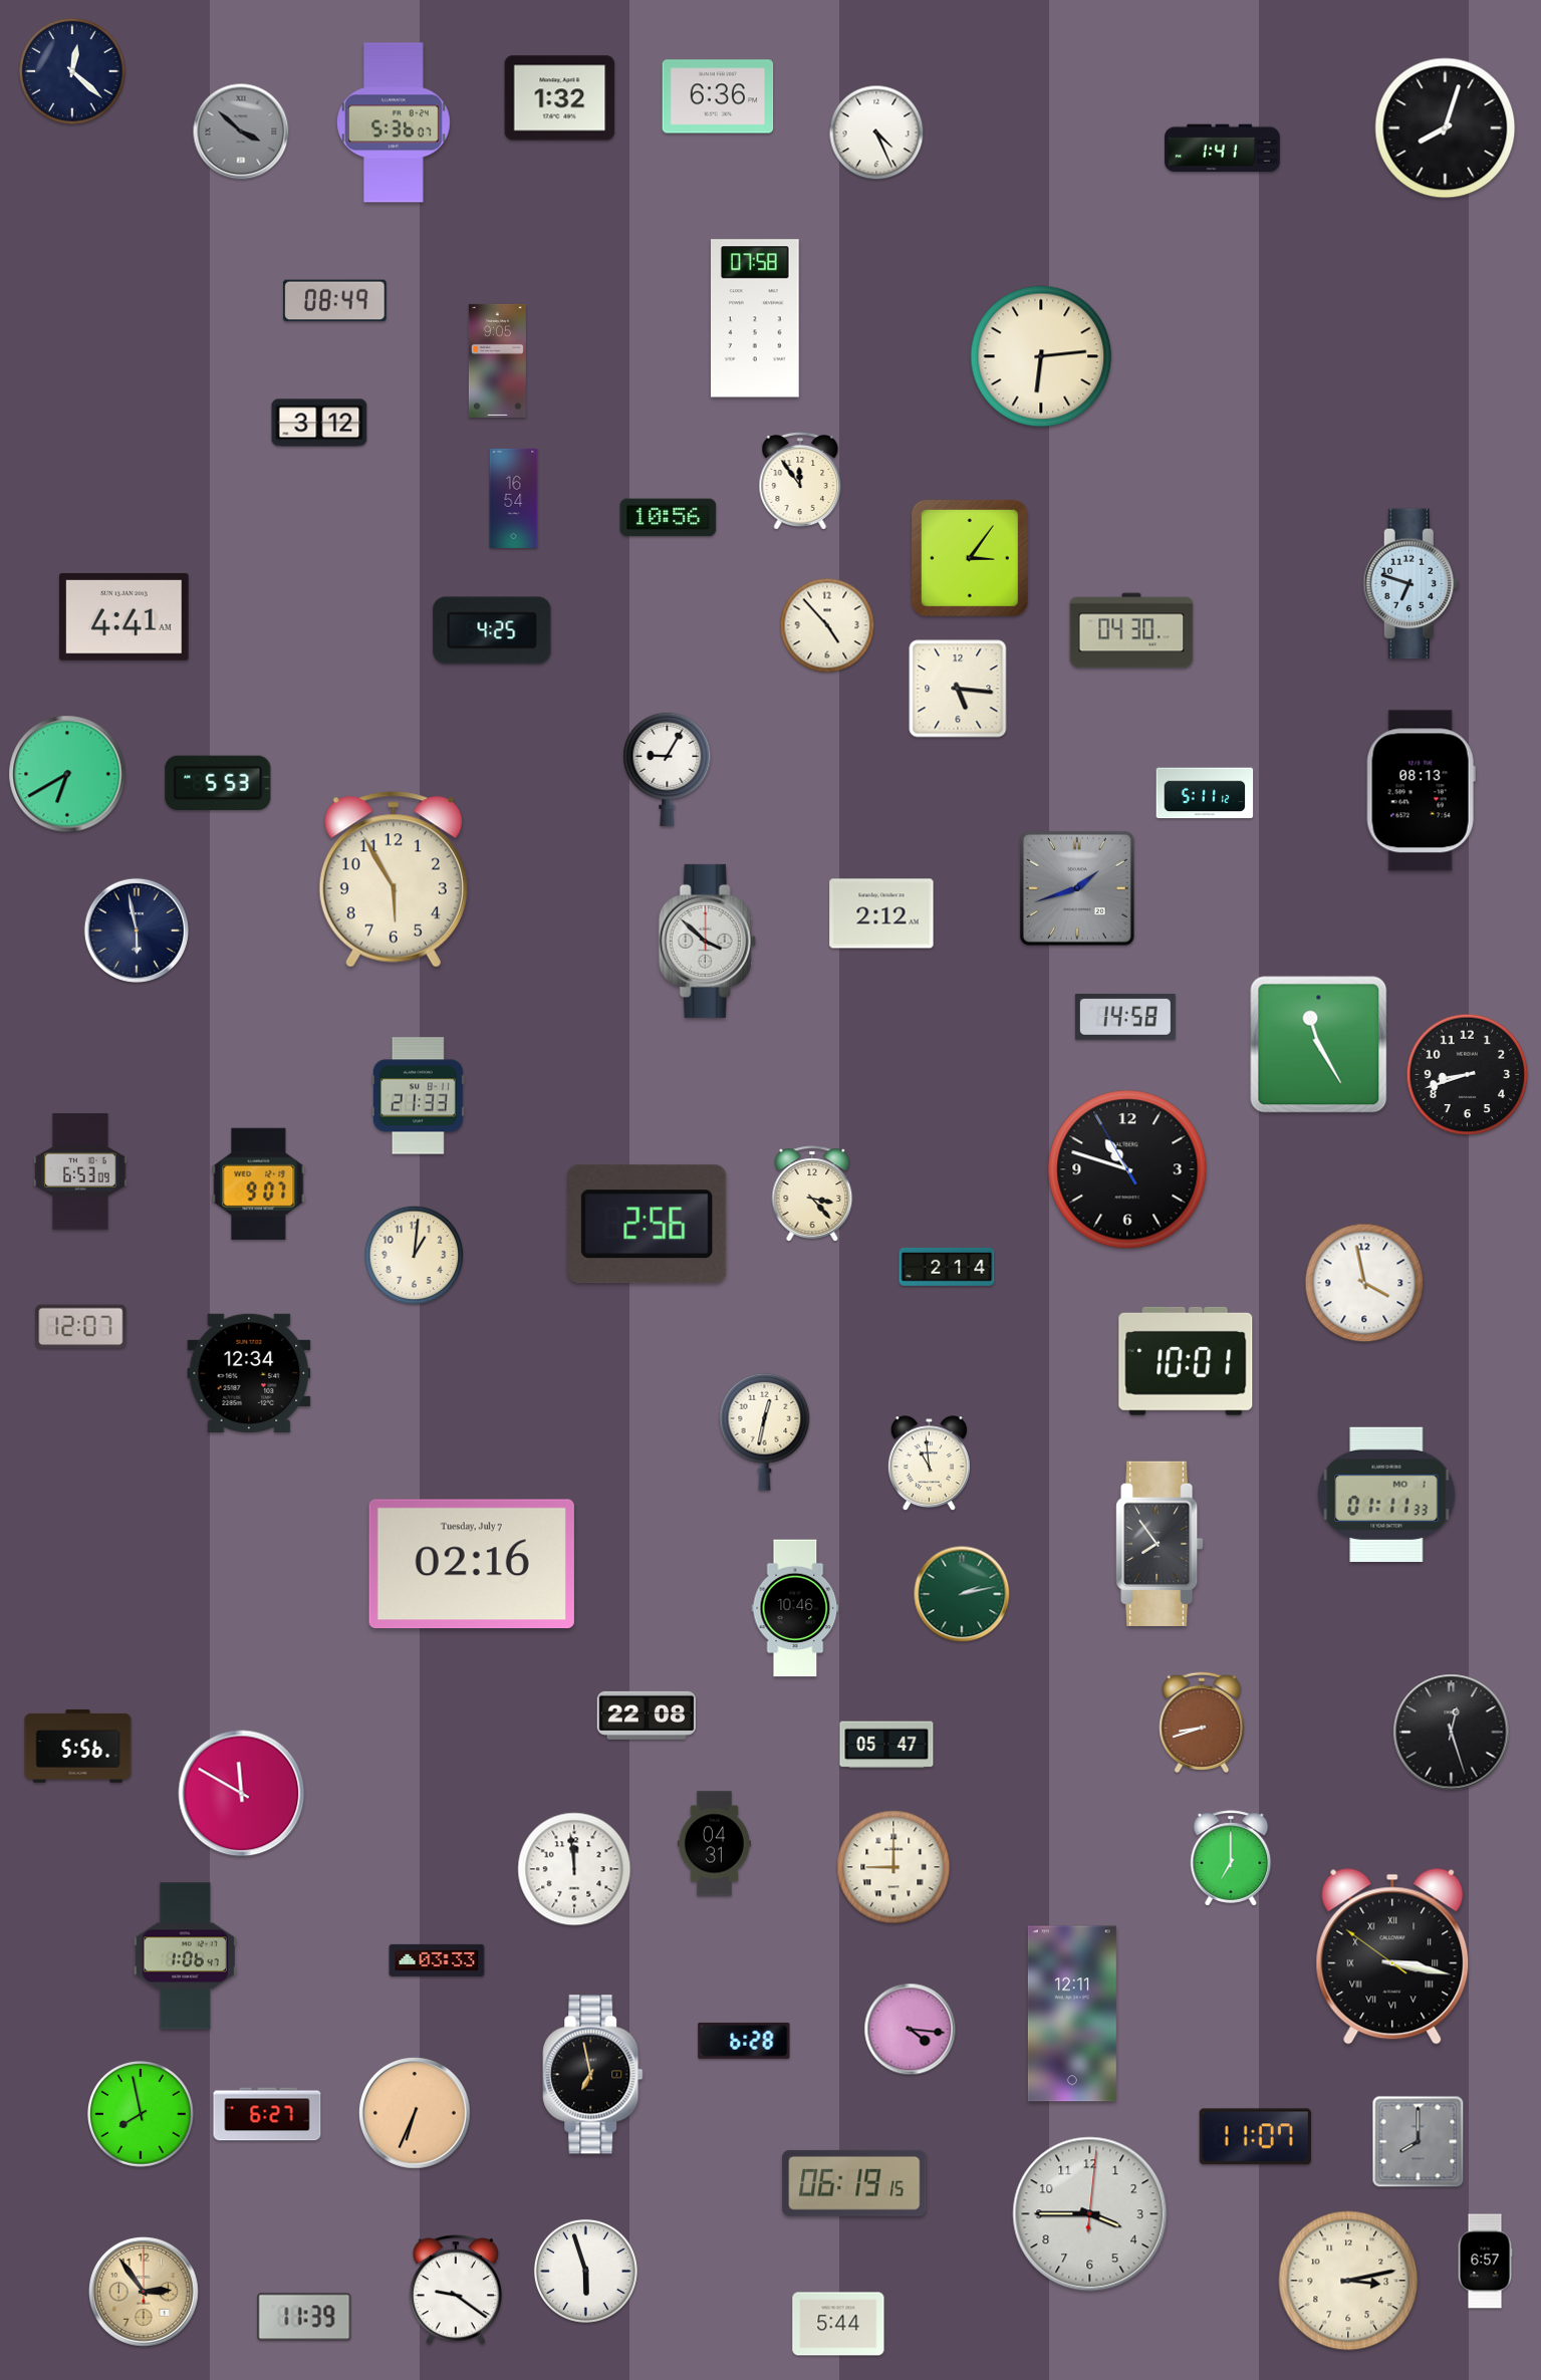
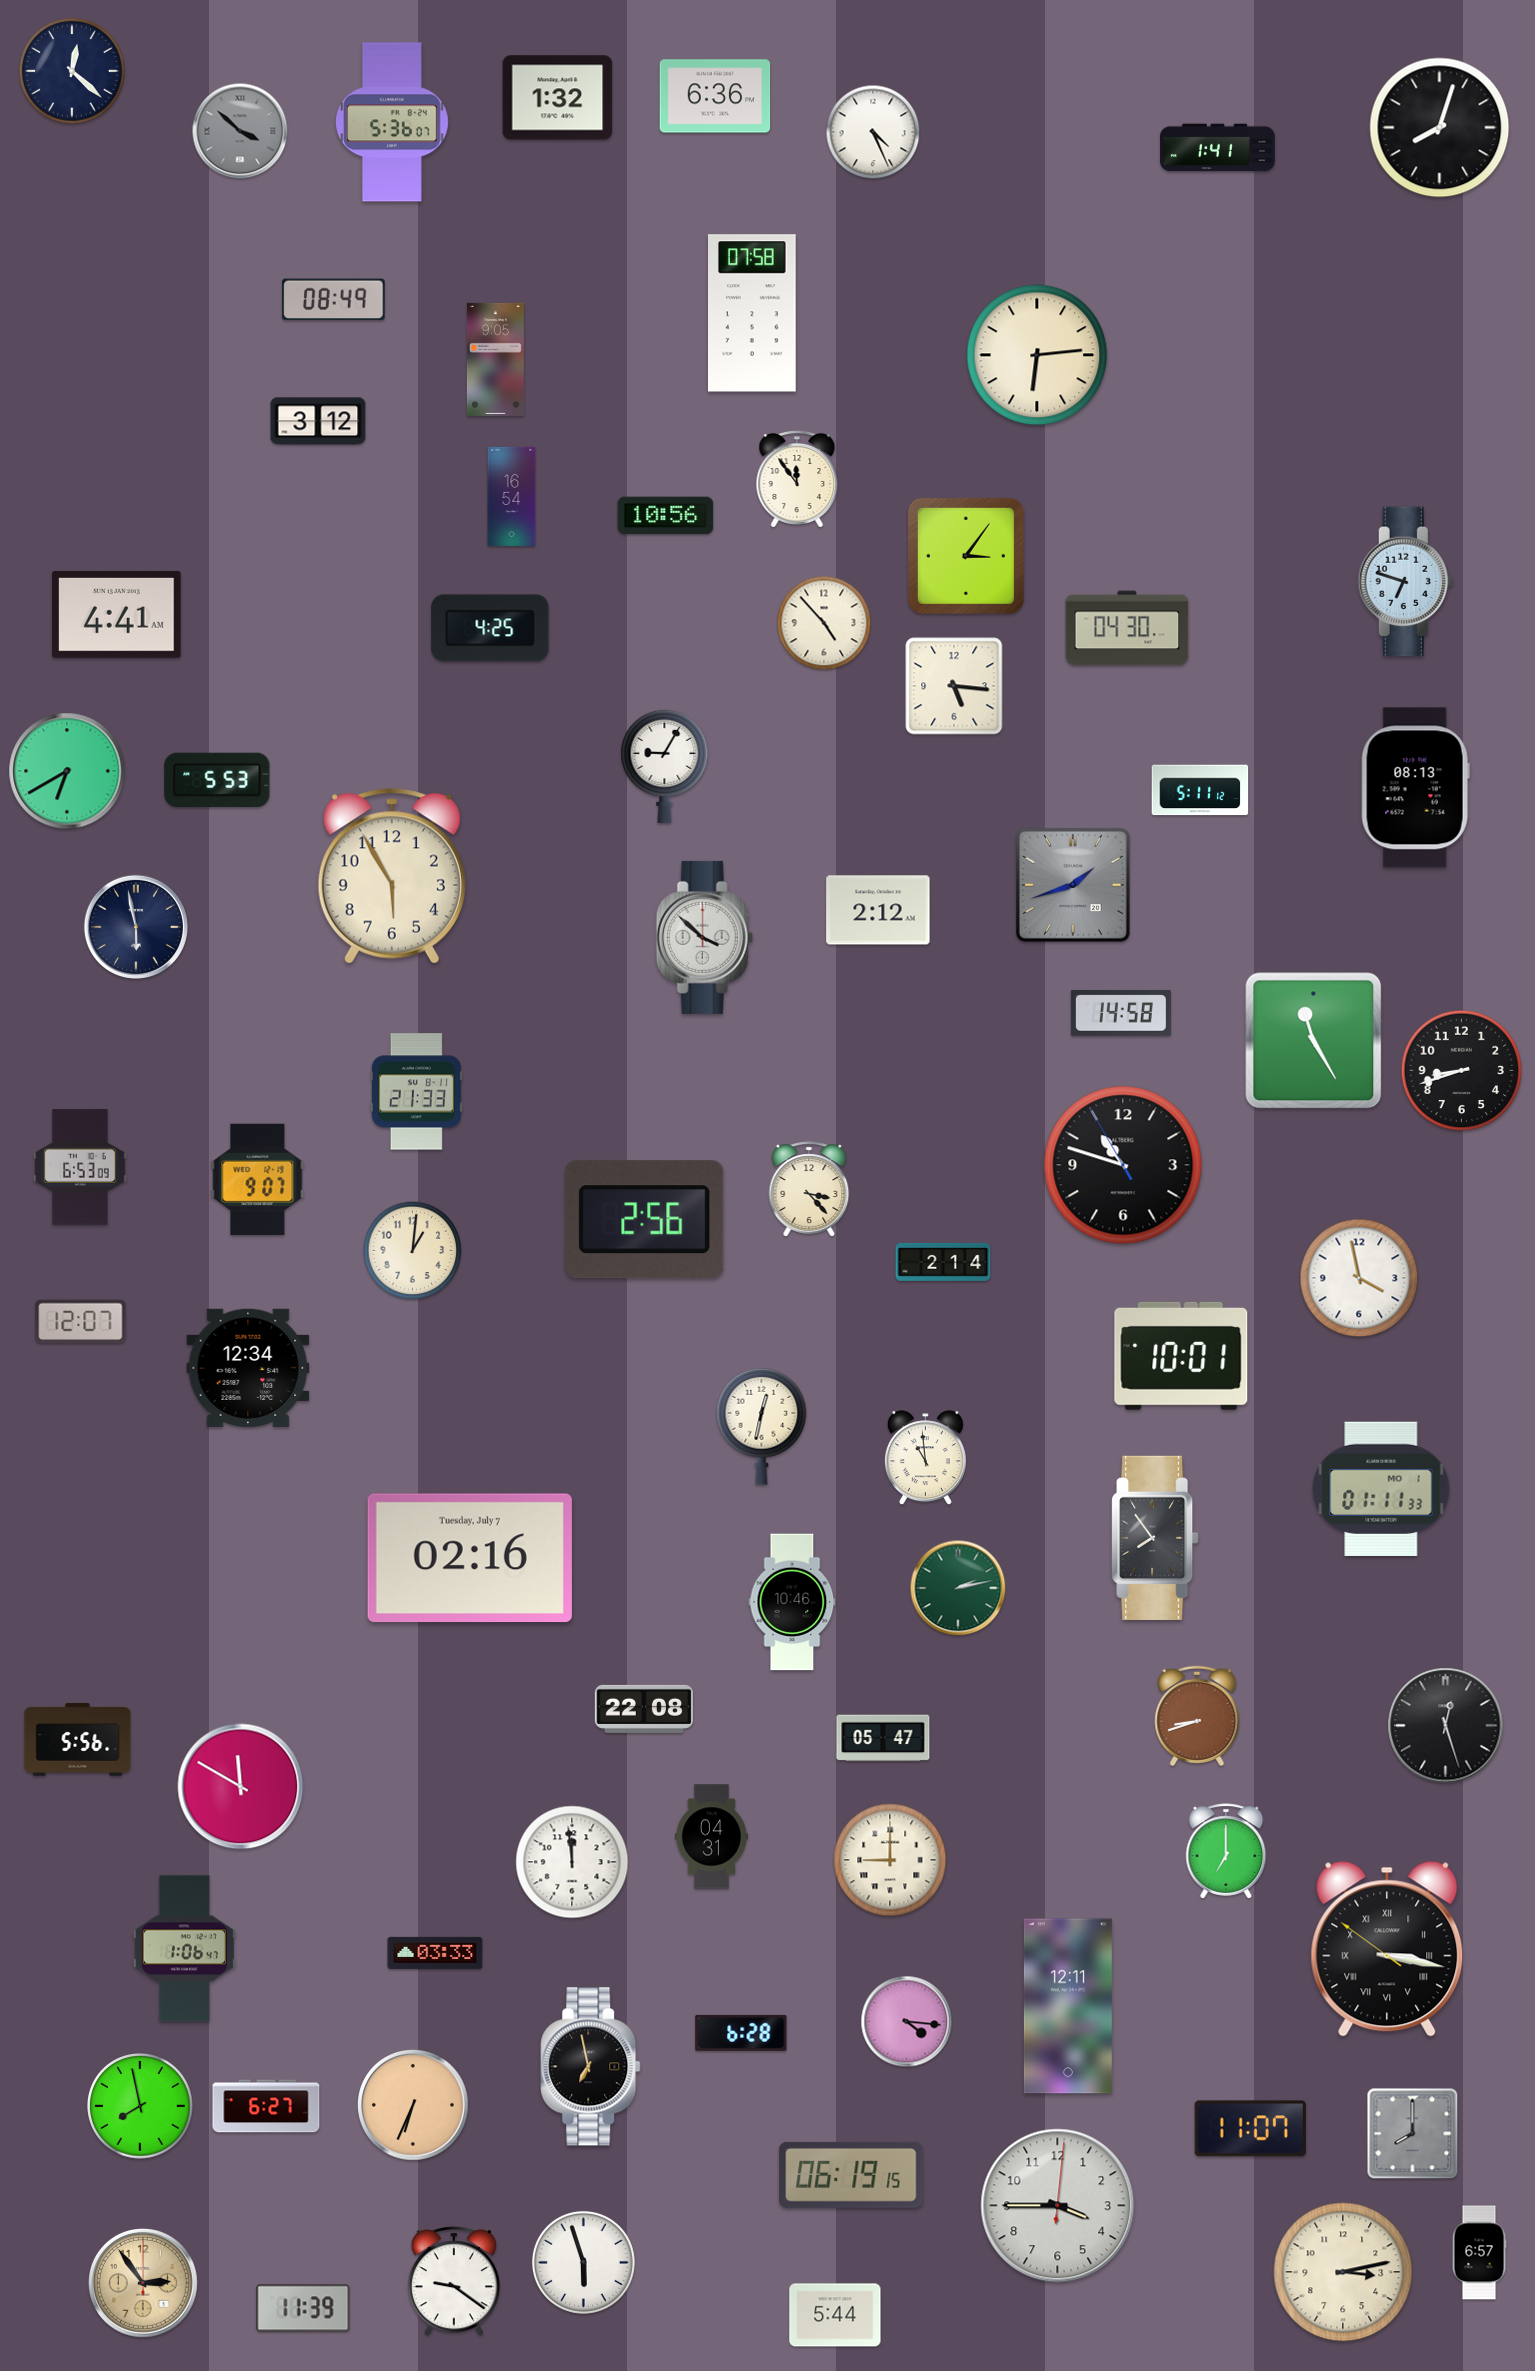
clock at (756, 318) position: (756, 318) -> (753, 313)
clock at (124, 616) position: (124, 616) -> (117, 614)
clock at (1090, 2214) position: (1090, 2214) -> (1058, 2206)
